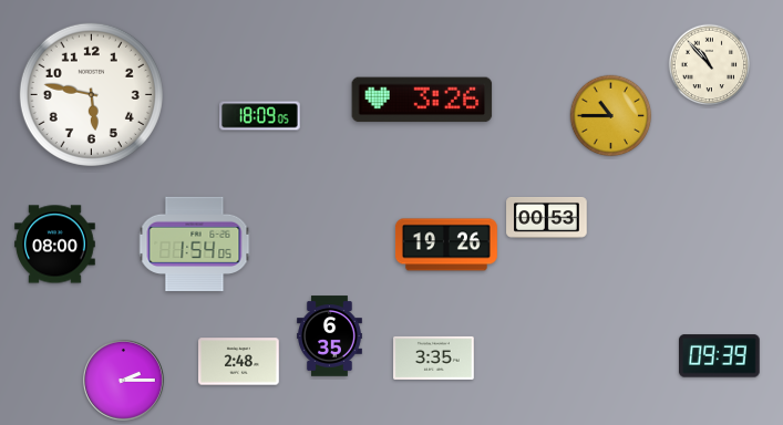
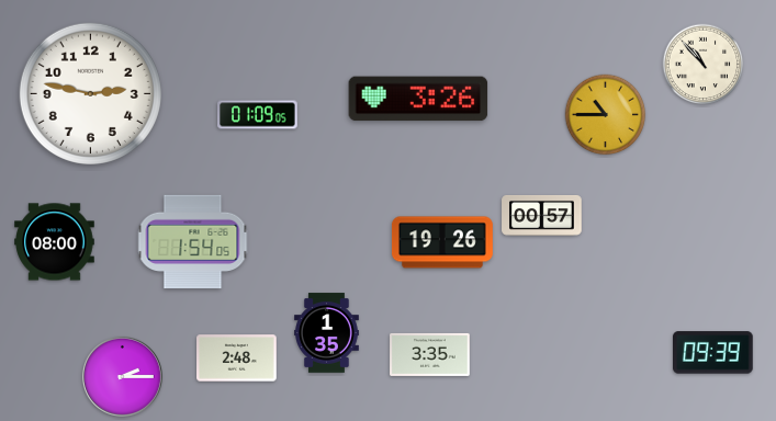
clock at (91, 94): 5:47 -> 2:47
clock at (260, 116): 18:09 -> 01:09
clock at (547, 217): 00:53 -> 00:57
clock at (330, 336): 6:35 -> 1:35
